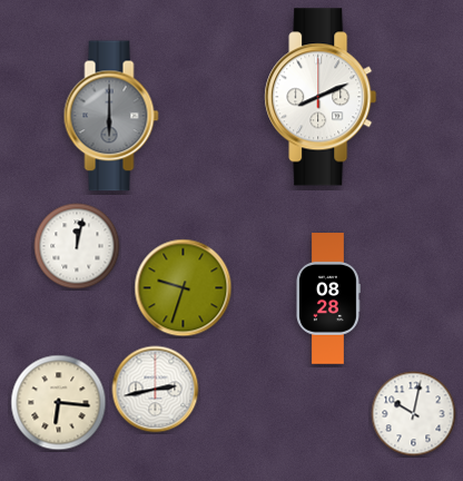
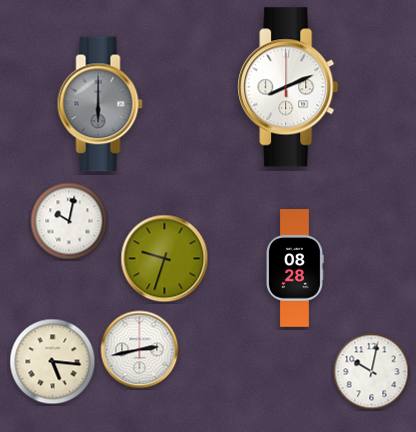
clock at (77, 246): 12:02 -> 10:02
clock at (59, 403): 6:16 -> 5:16
